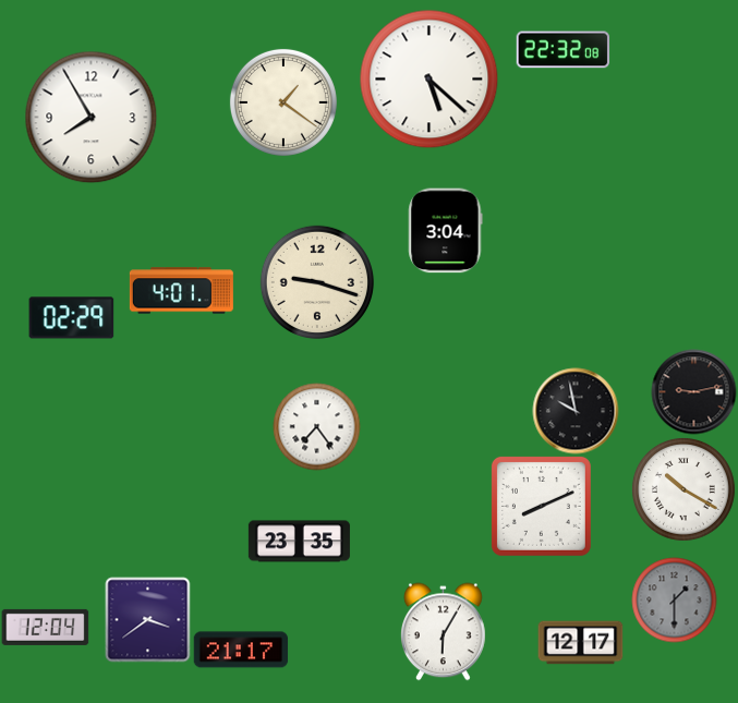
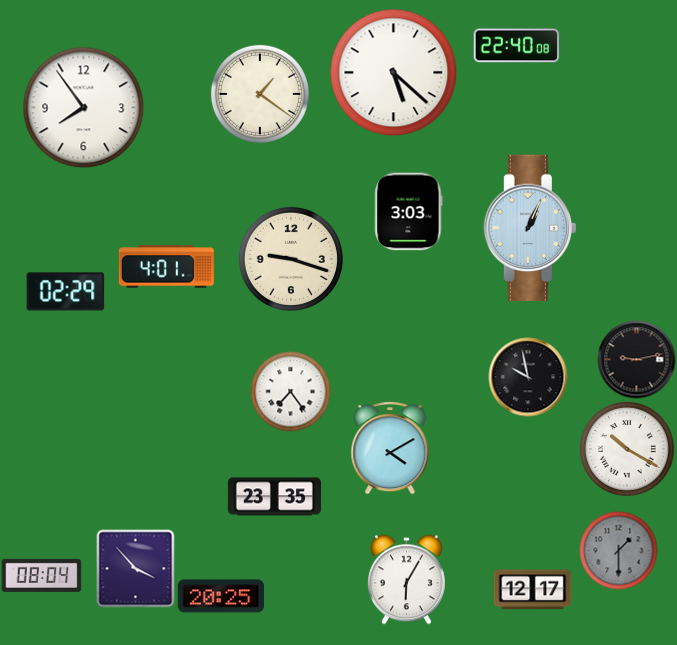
clock at (562, 50): 22:32 -> 22:40
clock at (90, 117): 7:55 -> 7:54
clock at (446, 230): 3:04 -> 3:03
clock at (530, 228): none -> 1:04
clock at (390, 448): none -> 4:10
clock at (541, 506): 8:11 -> none
clock at (147, 619): 3:39 -> 3:53
clock at (45, 627): 12:04 -> 08:04
clock at (241, 650): 21:17 -> 20:25
